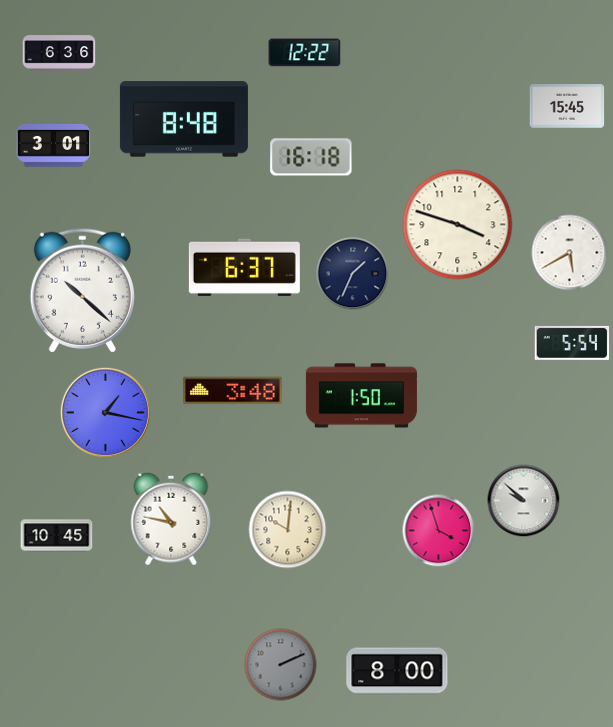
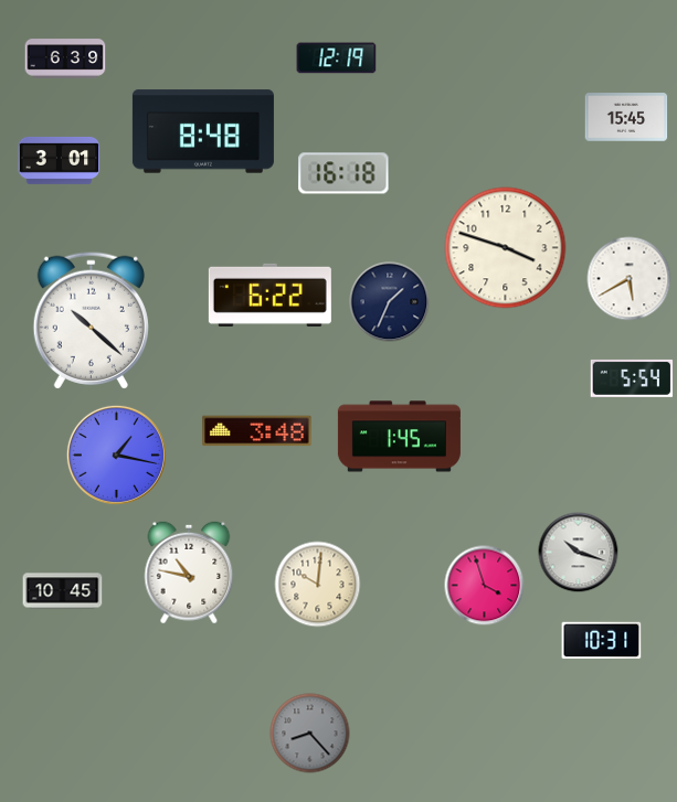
clock at (59, 53): 6:36 -> 6:39
clock at (305, 53): 12:22 -> 12:19
clock at (244, 267): 6:37 -> 6:22
clock at (361, 396): 1:50 -> 1:45
clock at (524, 501): 9:52 -> 10:18
clock at (602, 641): none -> 10:31
clock at (281, 665): 2:11 -> 8:23
clock at (397, 671): 8:00 -> none
